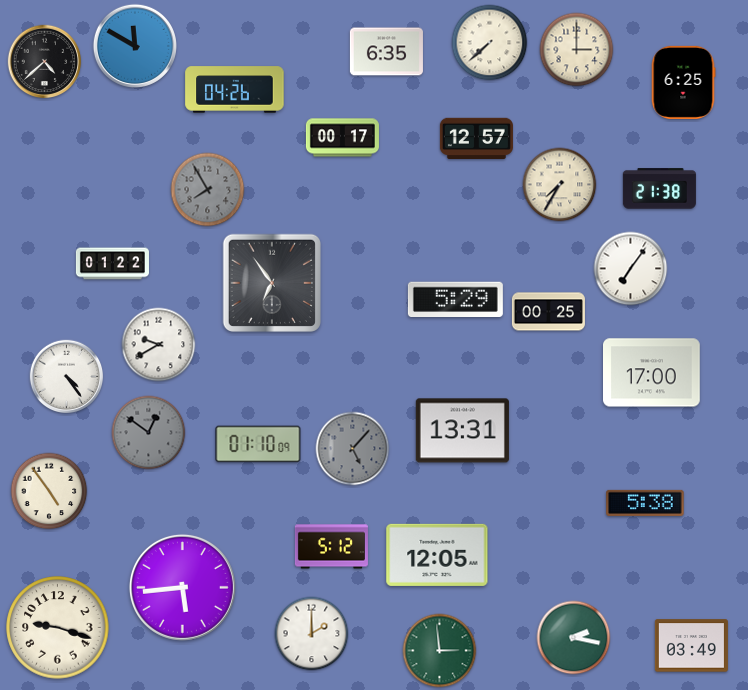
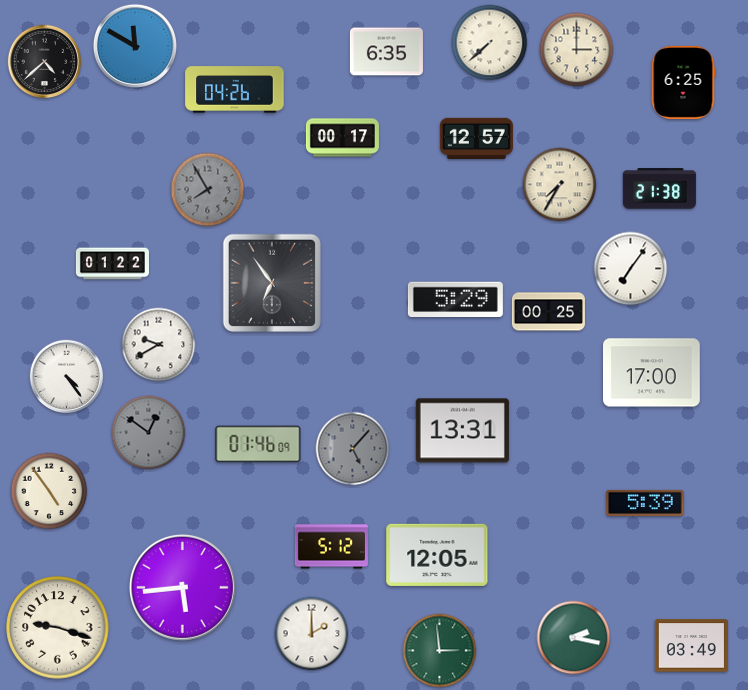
clock at (258, 444): 01:10 -> 01:46
clock at (645, 503): 5:38 -> 5:39
